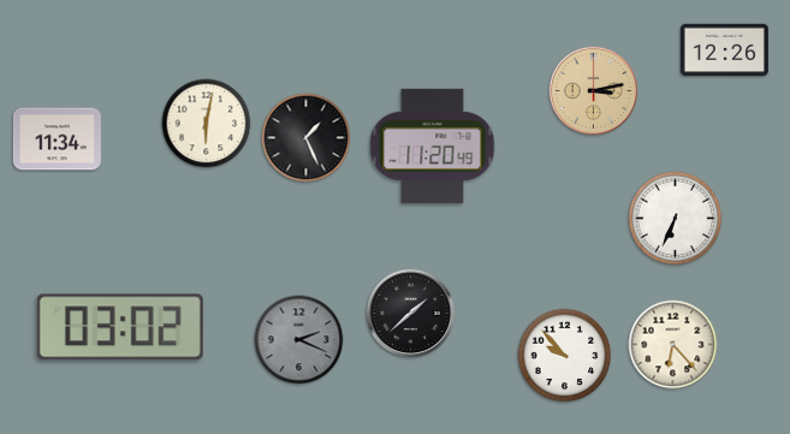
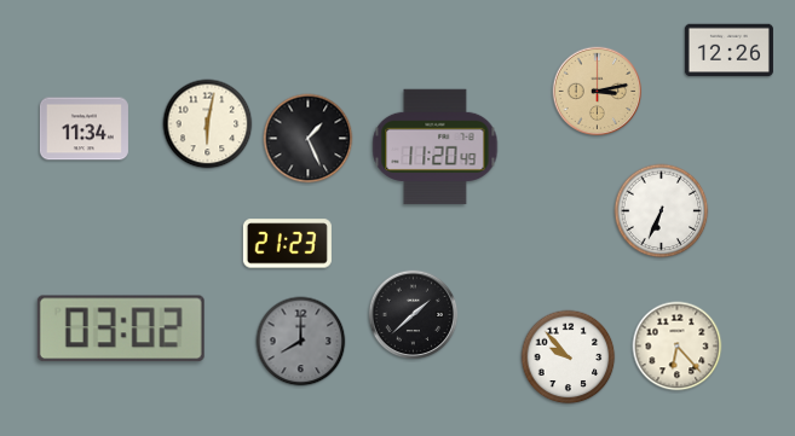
clock at (57, 139) position: (57, 139) -> (83, 129)
clock at (676, 219) position: (676, 219) -> (662, 211)
clock at (287, 244): none -> 21:23
clock at (299, 340): 2:19 -> 8:00
